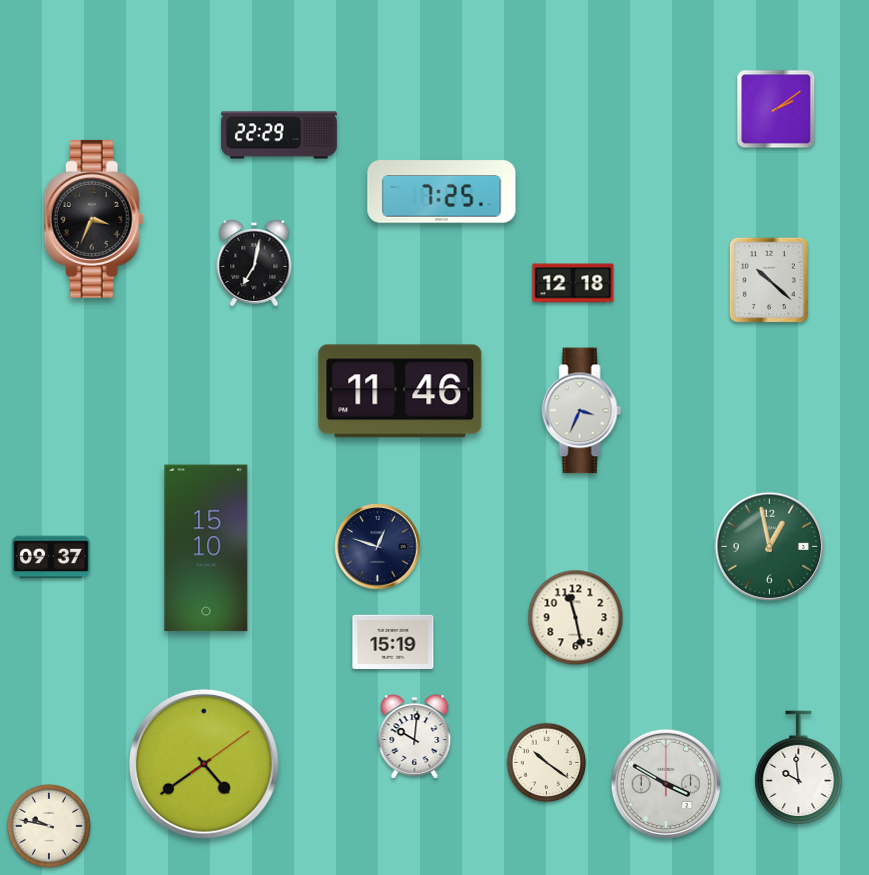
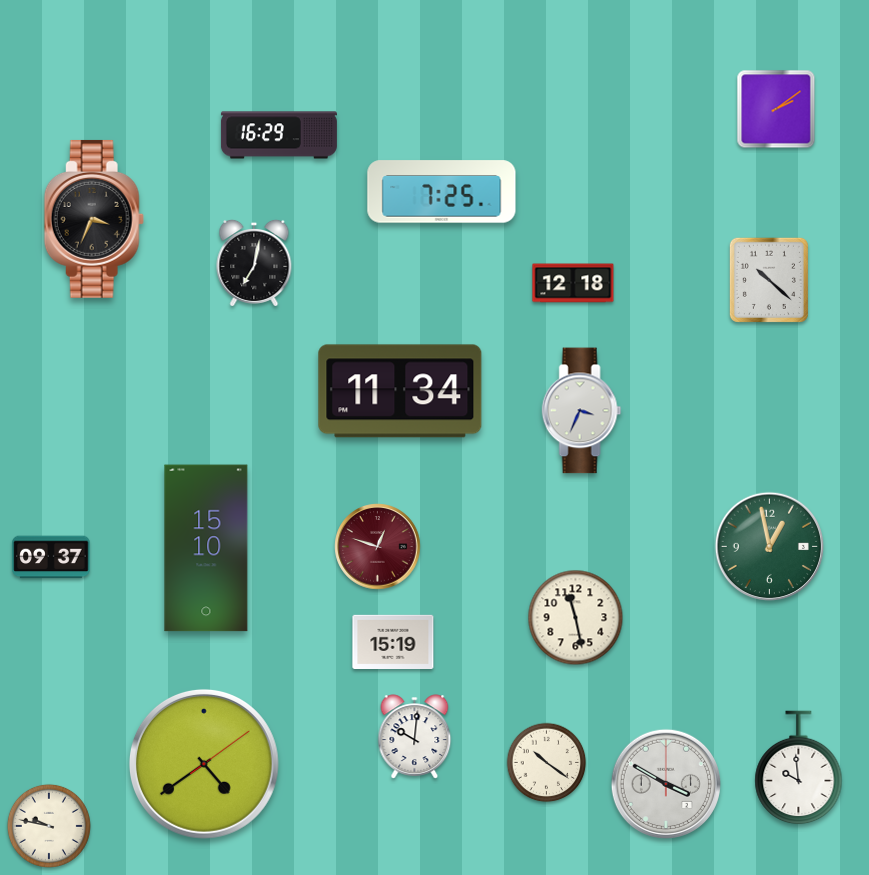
clock at (279, 135): 22:29 -> 16:29
clock at (400, 391): 11:46 -> 11:34
clock at (378, 547) dial: navy -> burgundy
